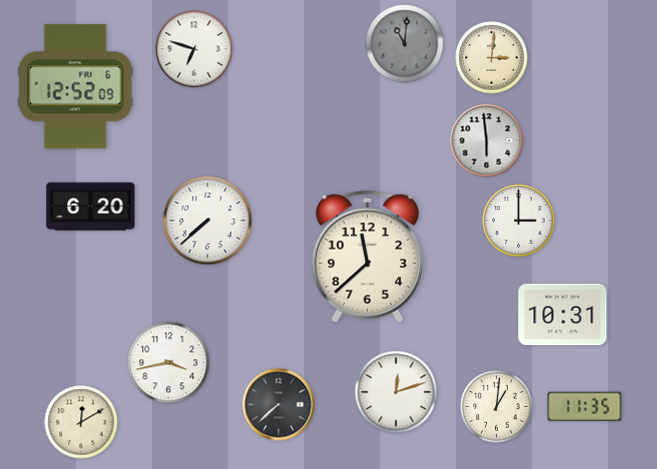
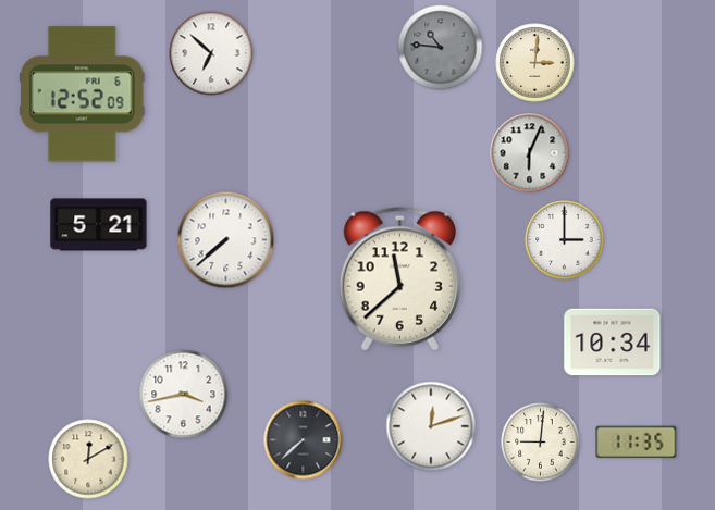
clock at (405, 44): 11:01 -> 10:46
clock at (194, 49): 6:48 -> 6:52
clock at (487, 141): 5:59 -> 6:04
clock at (91, 207): 6:20 -> 5:21
clock at (563, 315): 10:31 -> 10:34
clock at (497, 407): 1:01 -> 9:01
